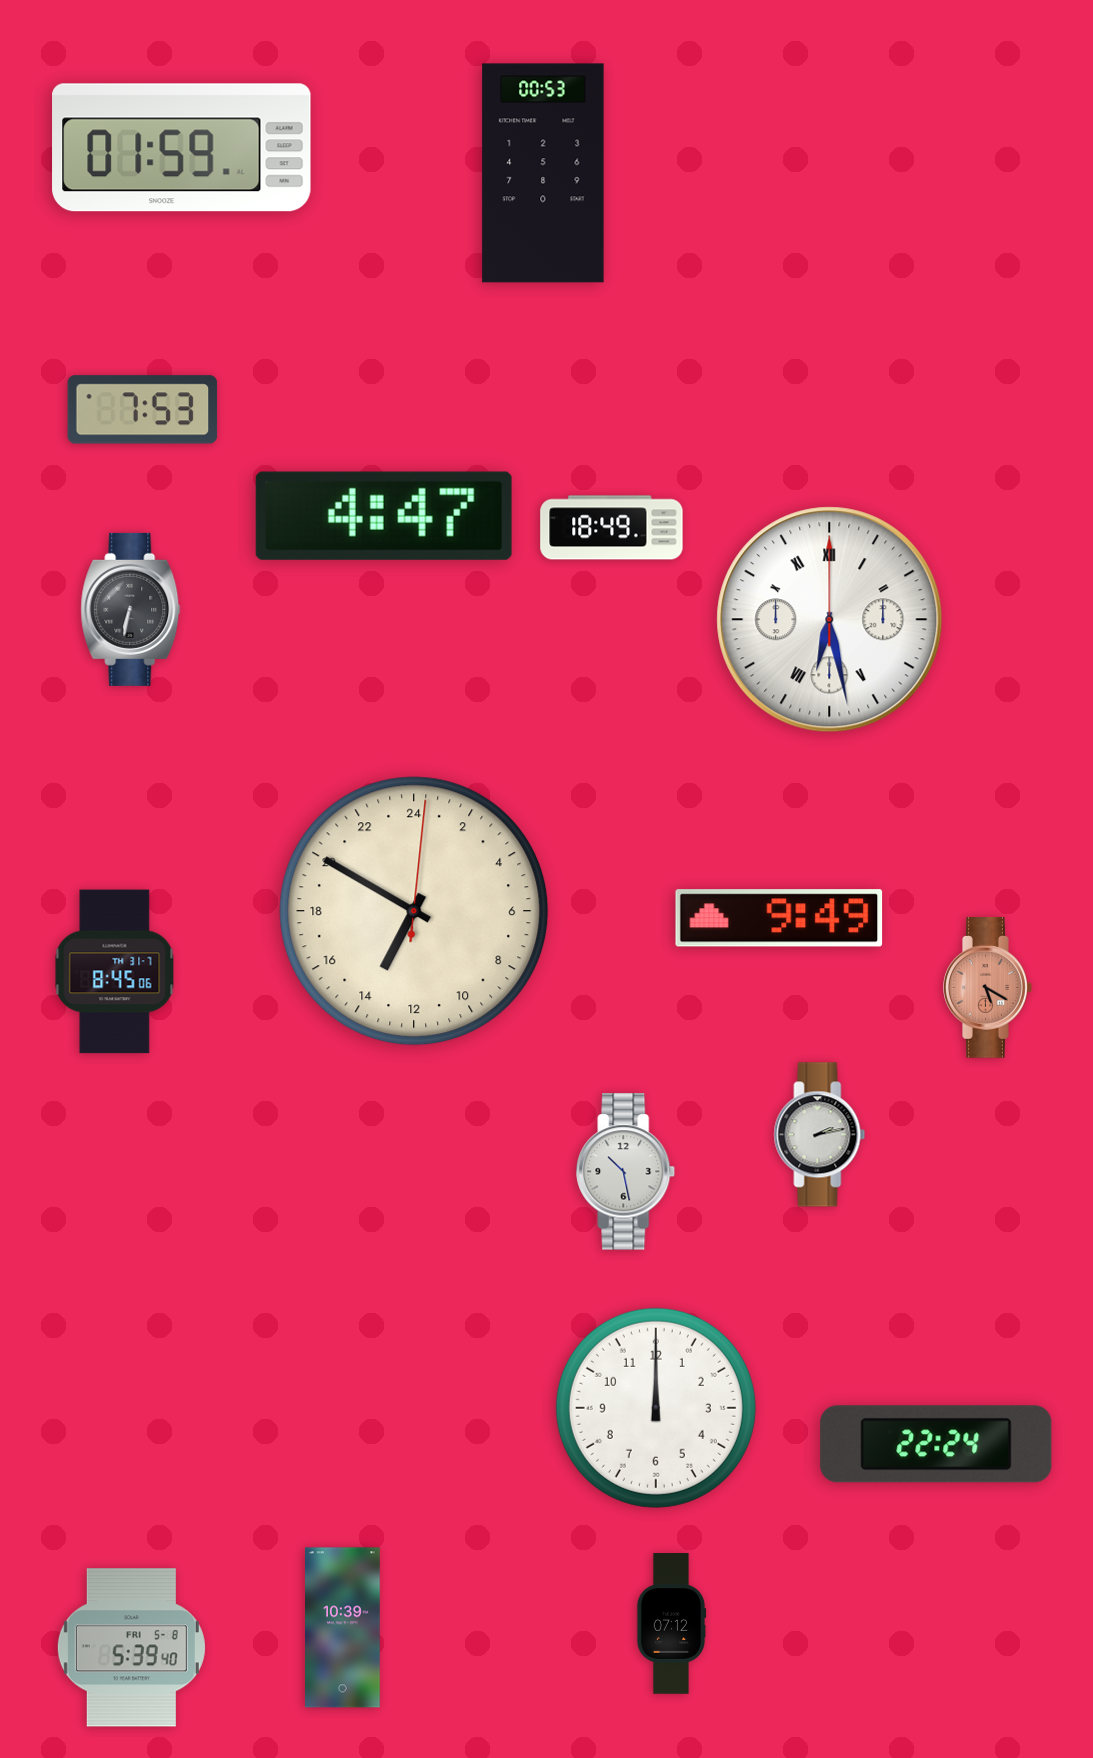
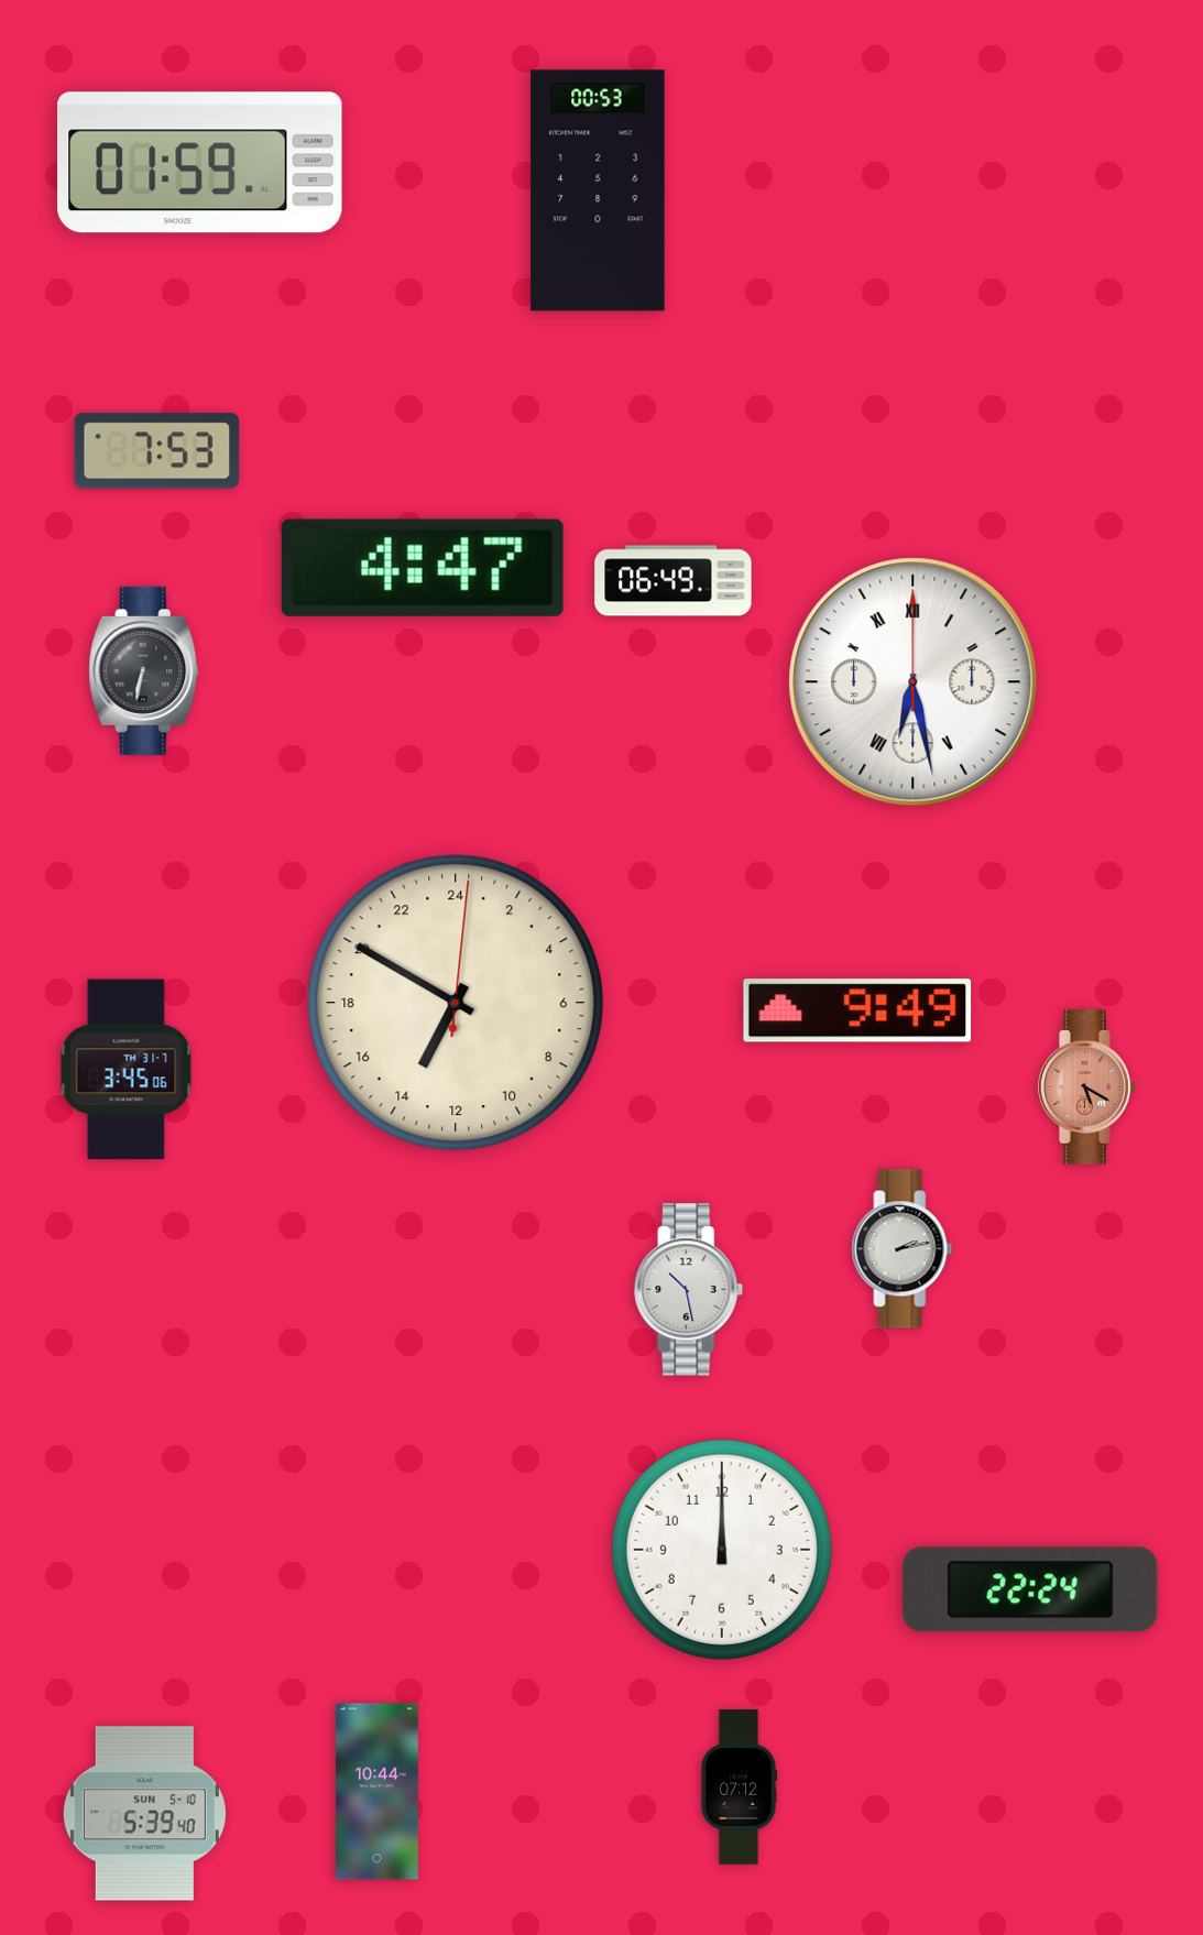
clock at (612, 528): 18:49 -> 06:49
clock at (115, 972): 8:45 -> 3:45
clock at (343, 1628): 10:39 -> 10:44
clock at (131, 1648) date: FRI 5-8 -> SUN 5-10
